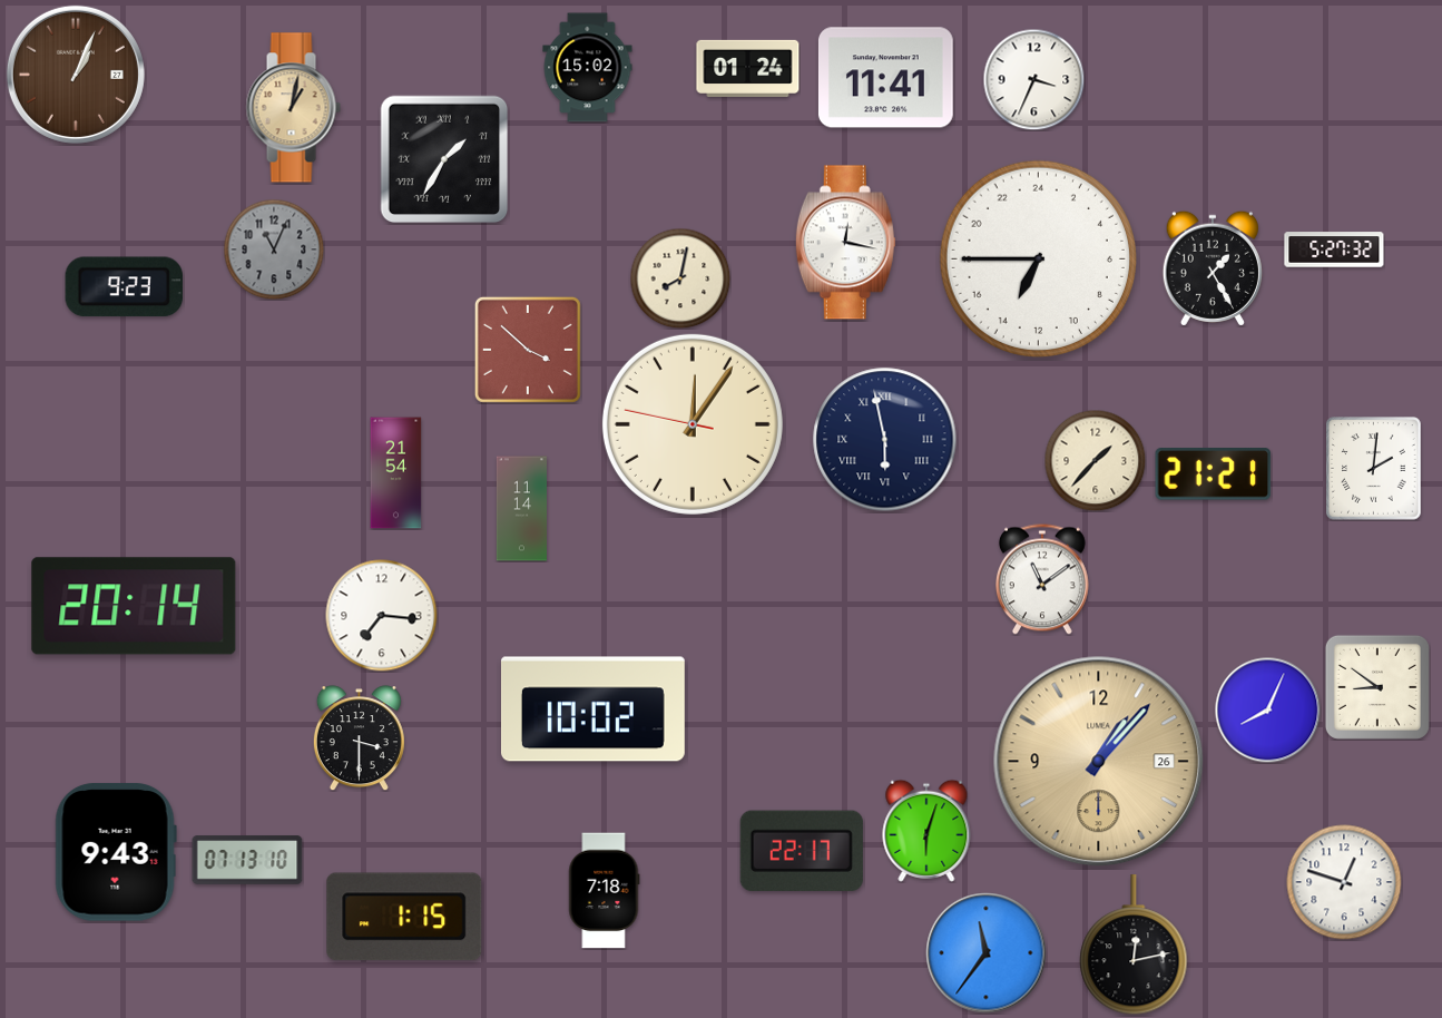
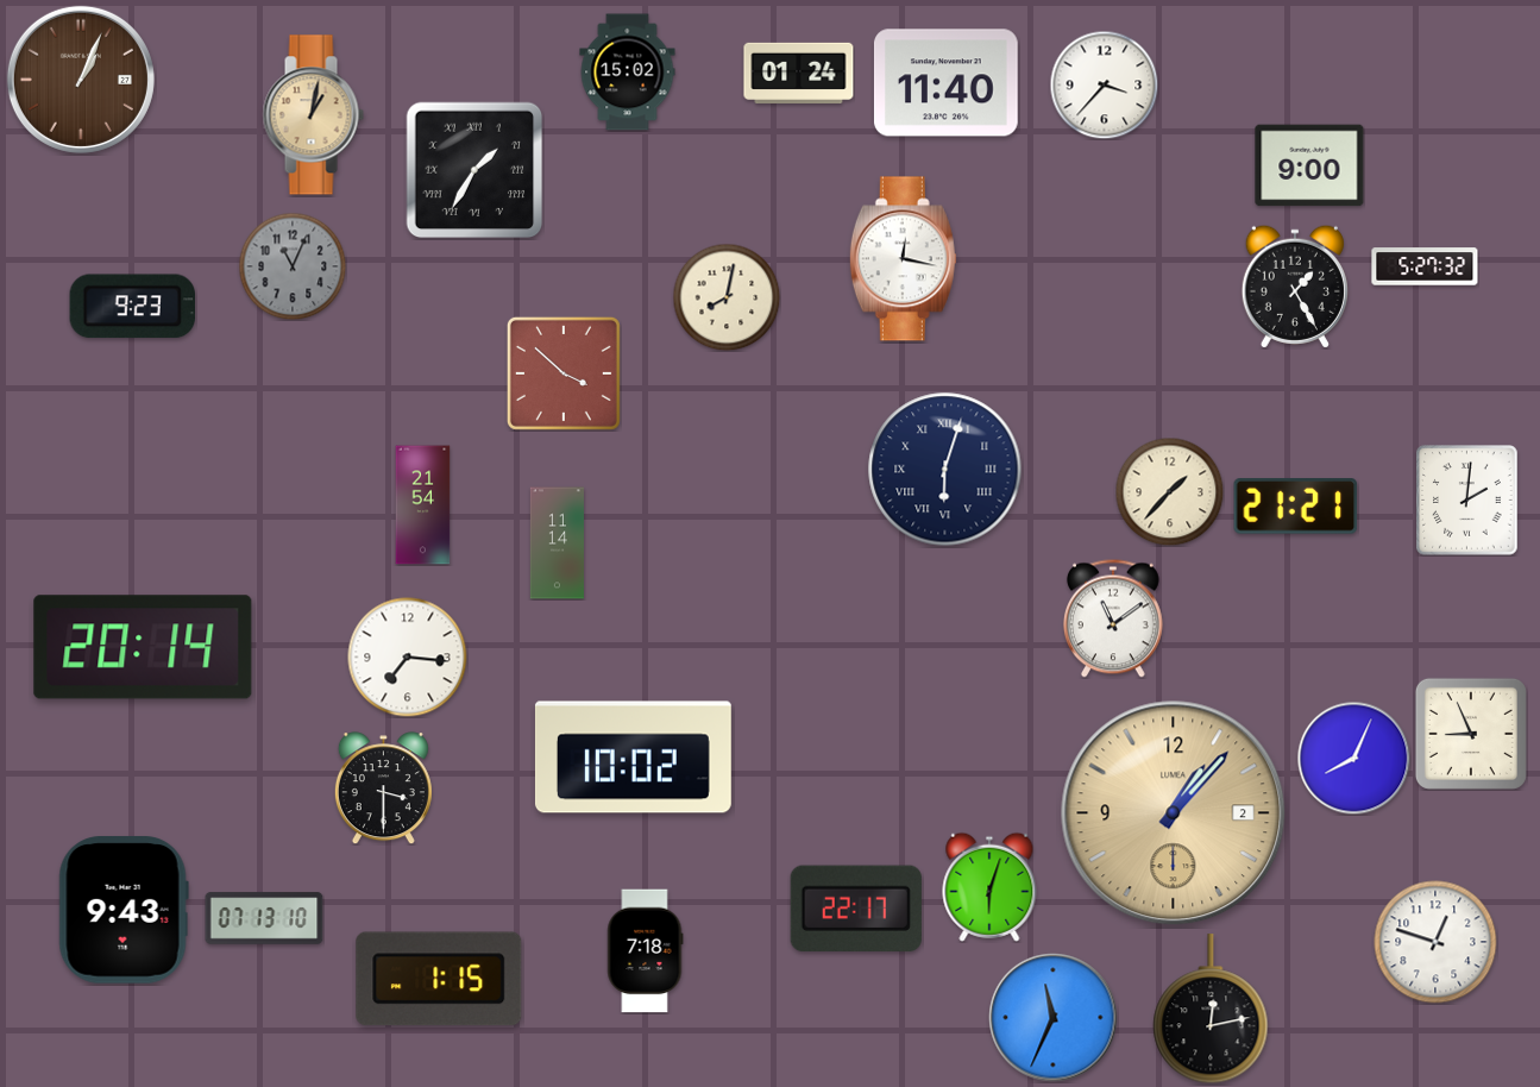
clock at (885, 78): 11:41 -> 11:40
clock at (1033, 79): 3:34 -> 3:37
clock at (1309, 165): none -> 9:00
clock at (1038, 258): 13:45 -> none
clock at (693, 424): 12:05 -> none
clock at (885, 440): 5:58 -> 6:03
clock at (1377, 687): 8:51 -> 8:56
clock at (1099, 762) date: 26 -> 2
clock at (404, 917) position: (404, 917) -> (439, 979)
clock at (987, 953): 11:36 -> 11:34
